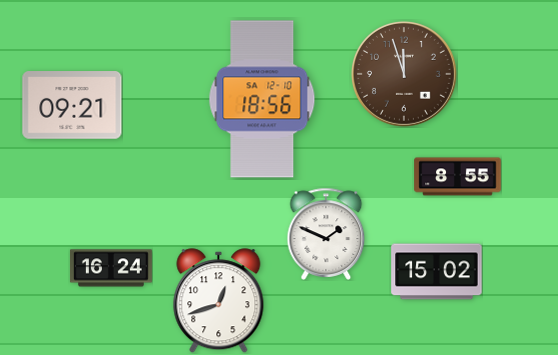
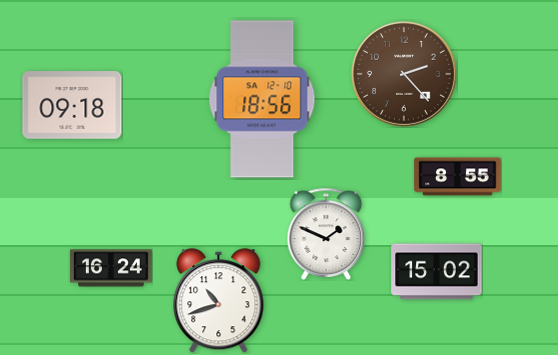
clock at (404, 74): 11:57 -> 2:23
clock at (72, 105): 09:21 -> 09:18
clock at (219, 301): 12:42 -> 10:42
